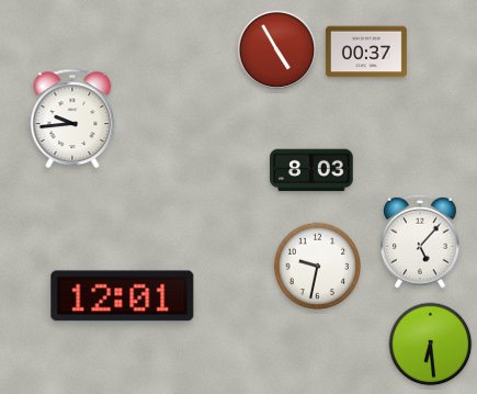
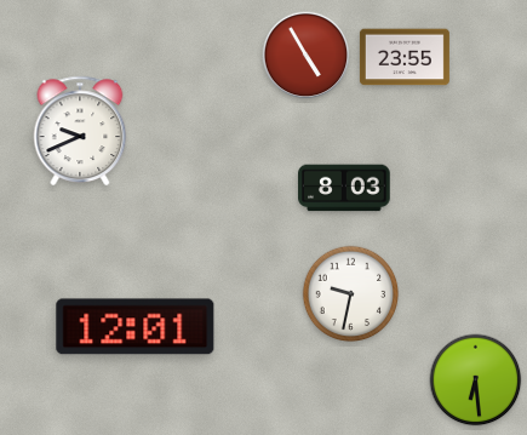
clock at (366, 52): 00:37 -> 23:55
clock at (72, 119): 9:44 -> 9:41
clock at (420, 241): 5:07 -> none
